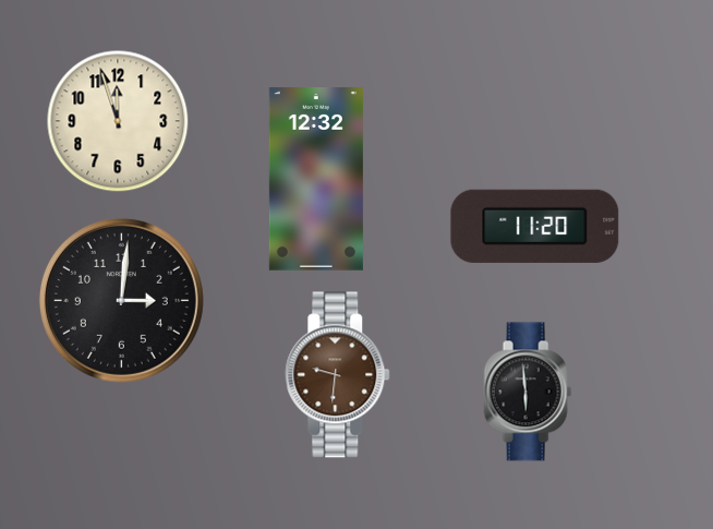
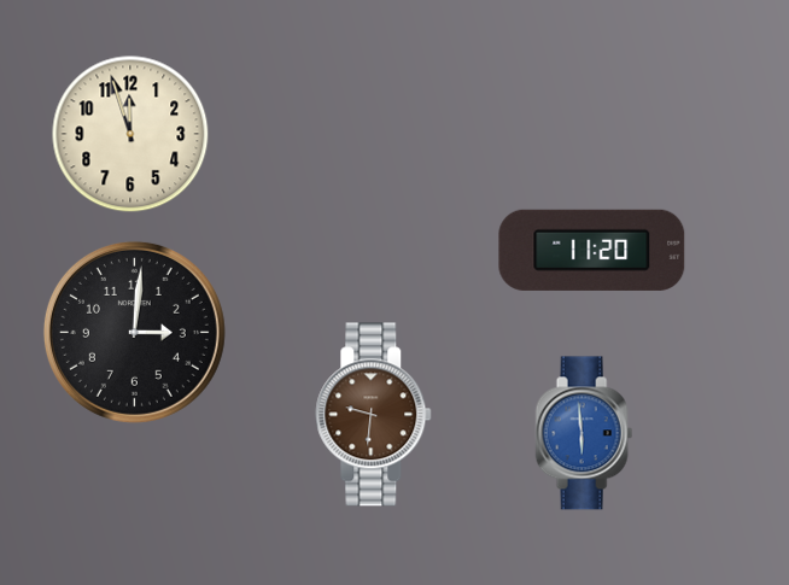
clock at (316, 180): 12:32 -> none
clock at (528, 392) dial: black -> blue
